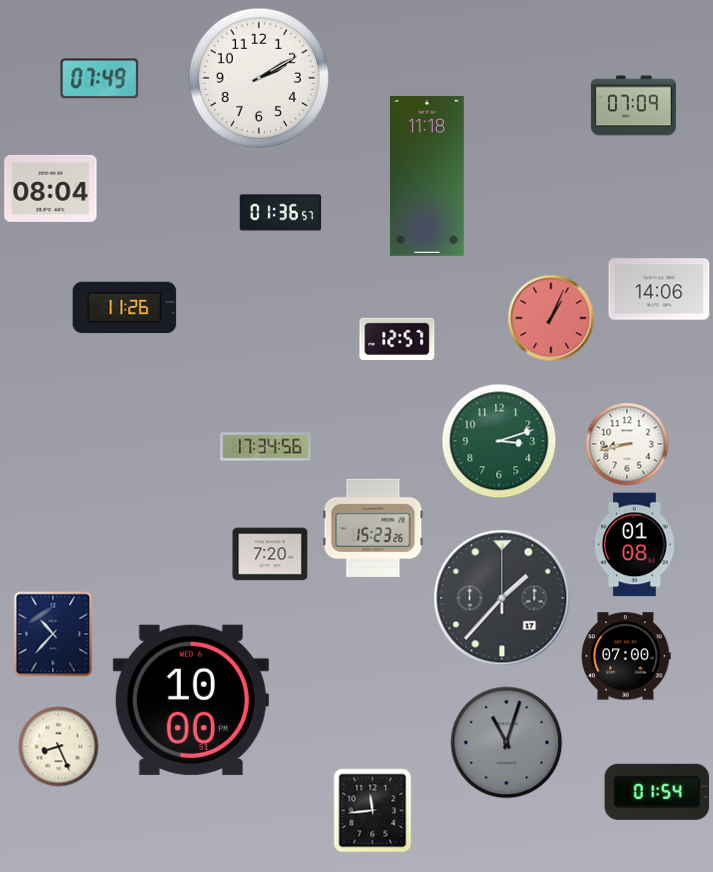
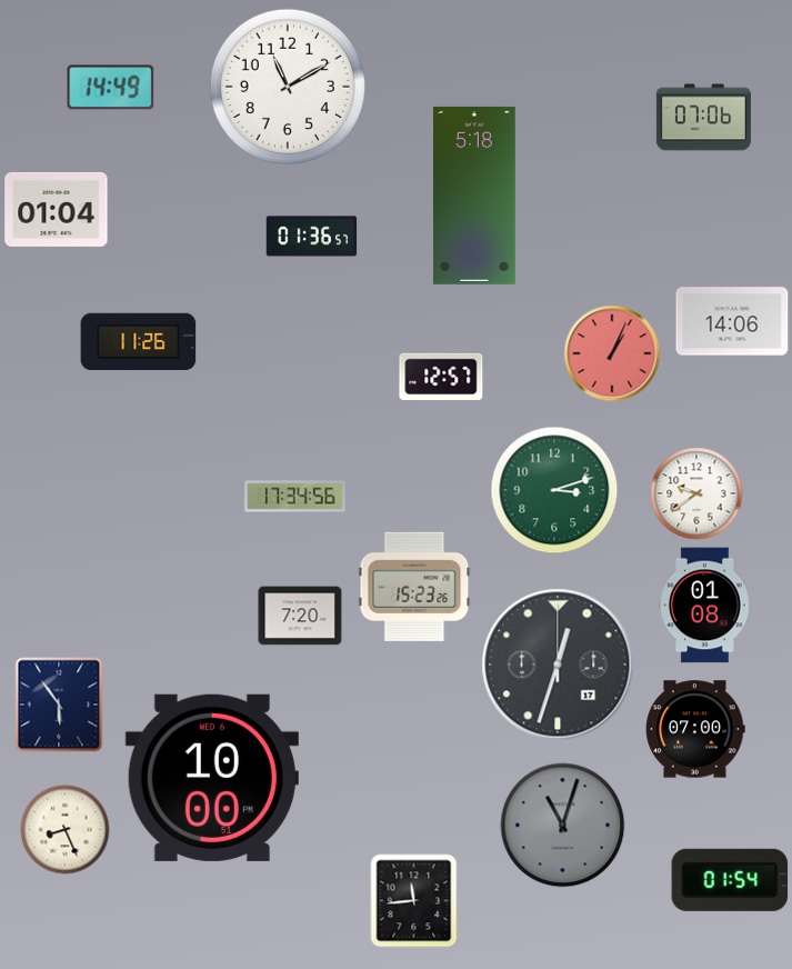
clock at (259, 78): 2:10 -> 11:10
clock at (100, 79): 07:49 -> 14:49
clock at (633, 106): 07:09 -> 07:06
clock at (427, 176): 11:18 -> 5:18
clock at (51, 188): 08:04 -> 01:04
clock at (627, 444): 8:43 -> 9:39
clock at (502, 598): 1:37 -> 12:33
clock at (53, 634): 10:37 -> 5:54
